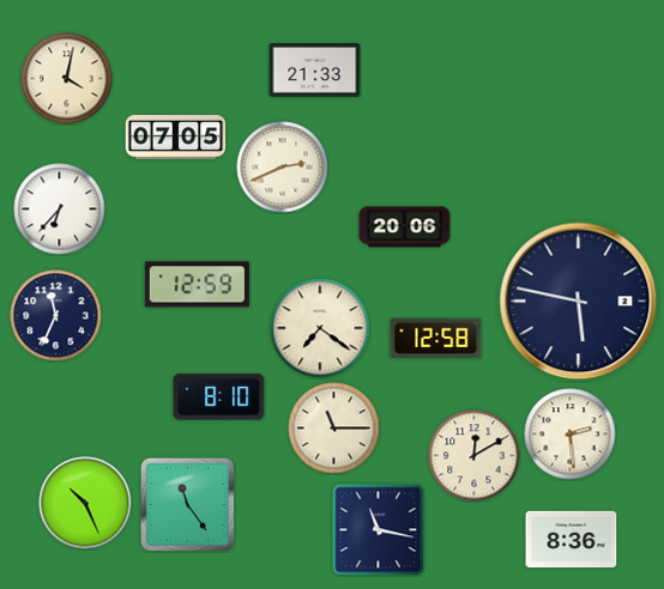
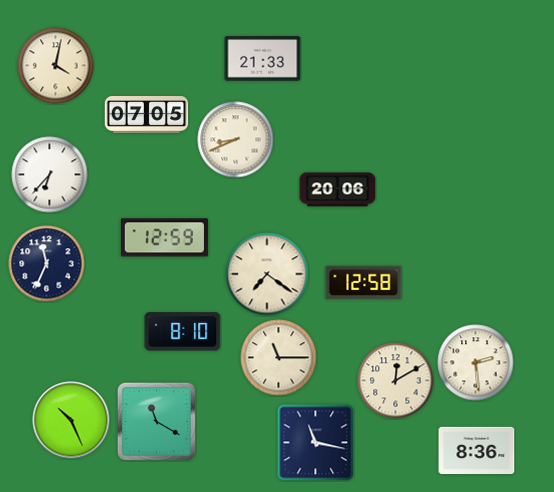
clock at (283, 168): 2:41 -> 8:41
clock at (579, 302): 5:47 -> none
clock at (187, 504): 11:24 -> 11:20
